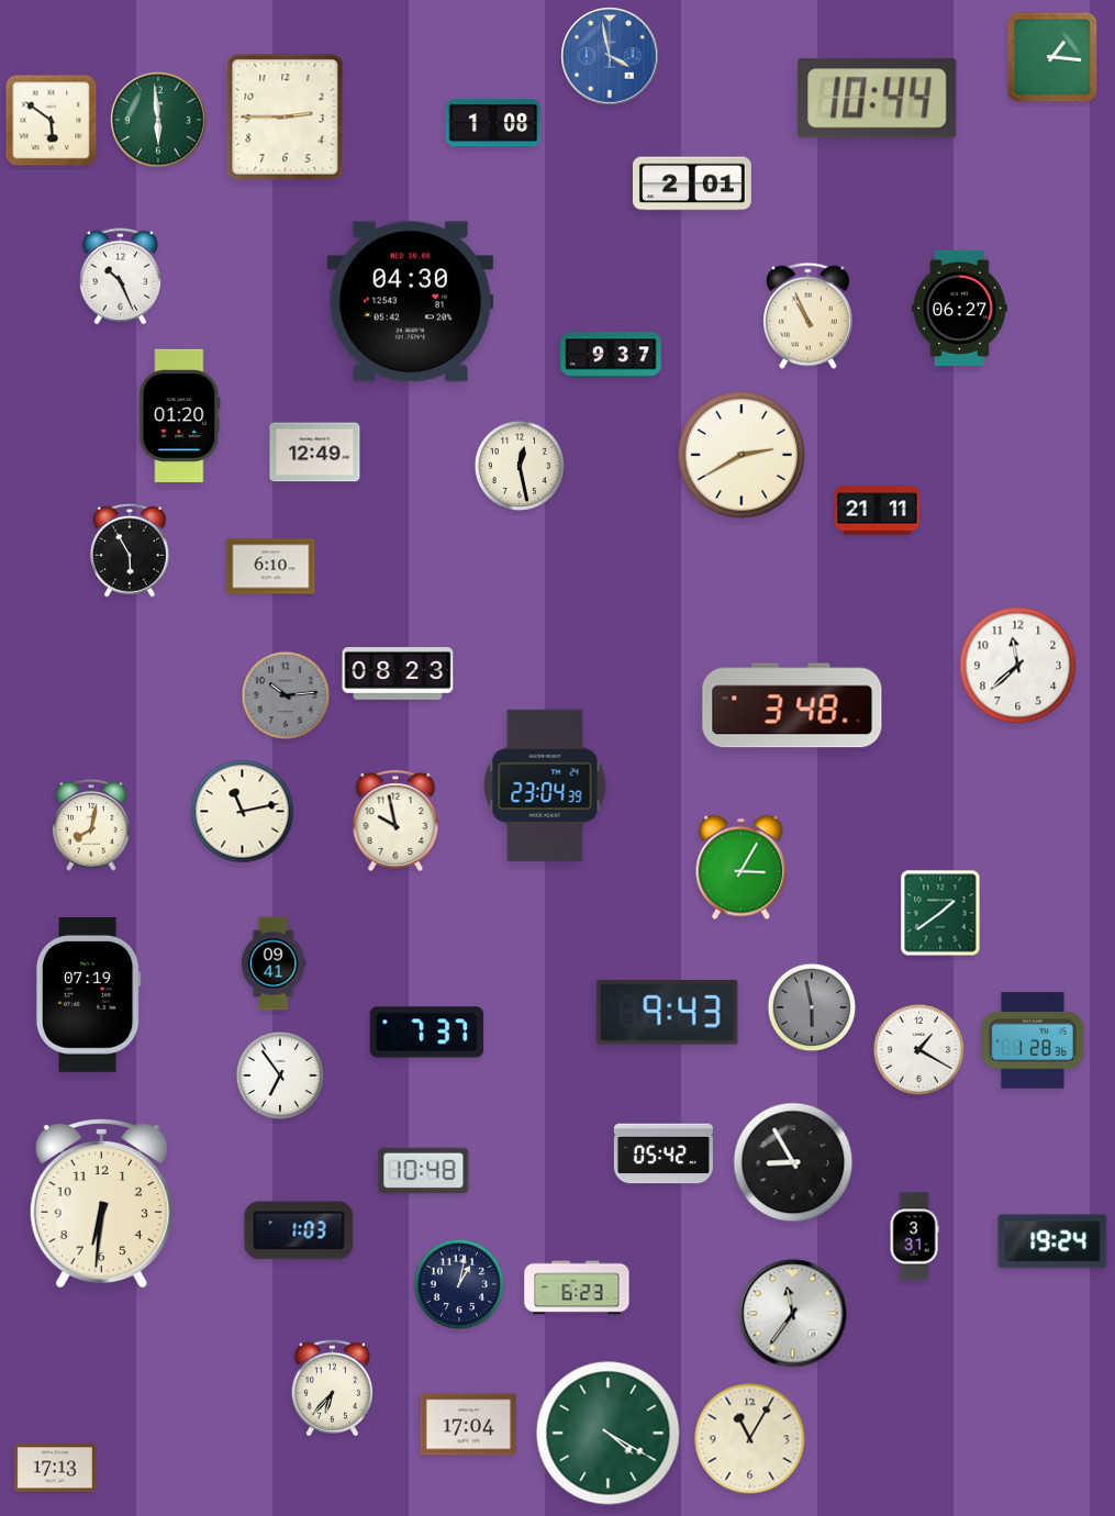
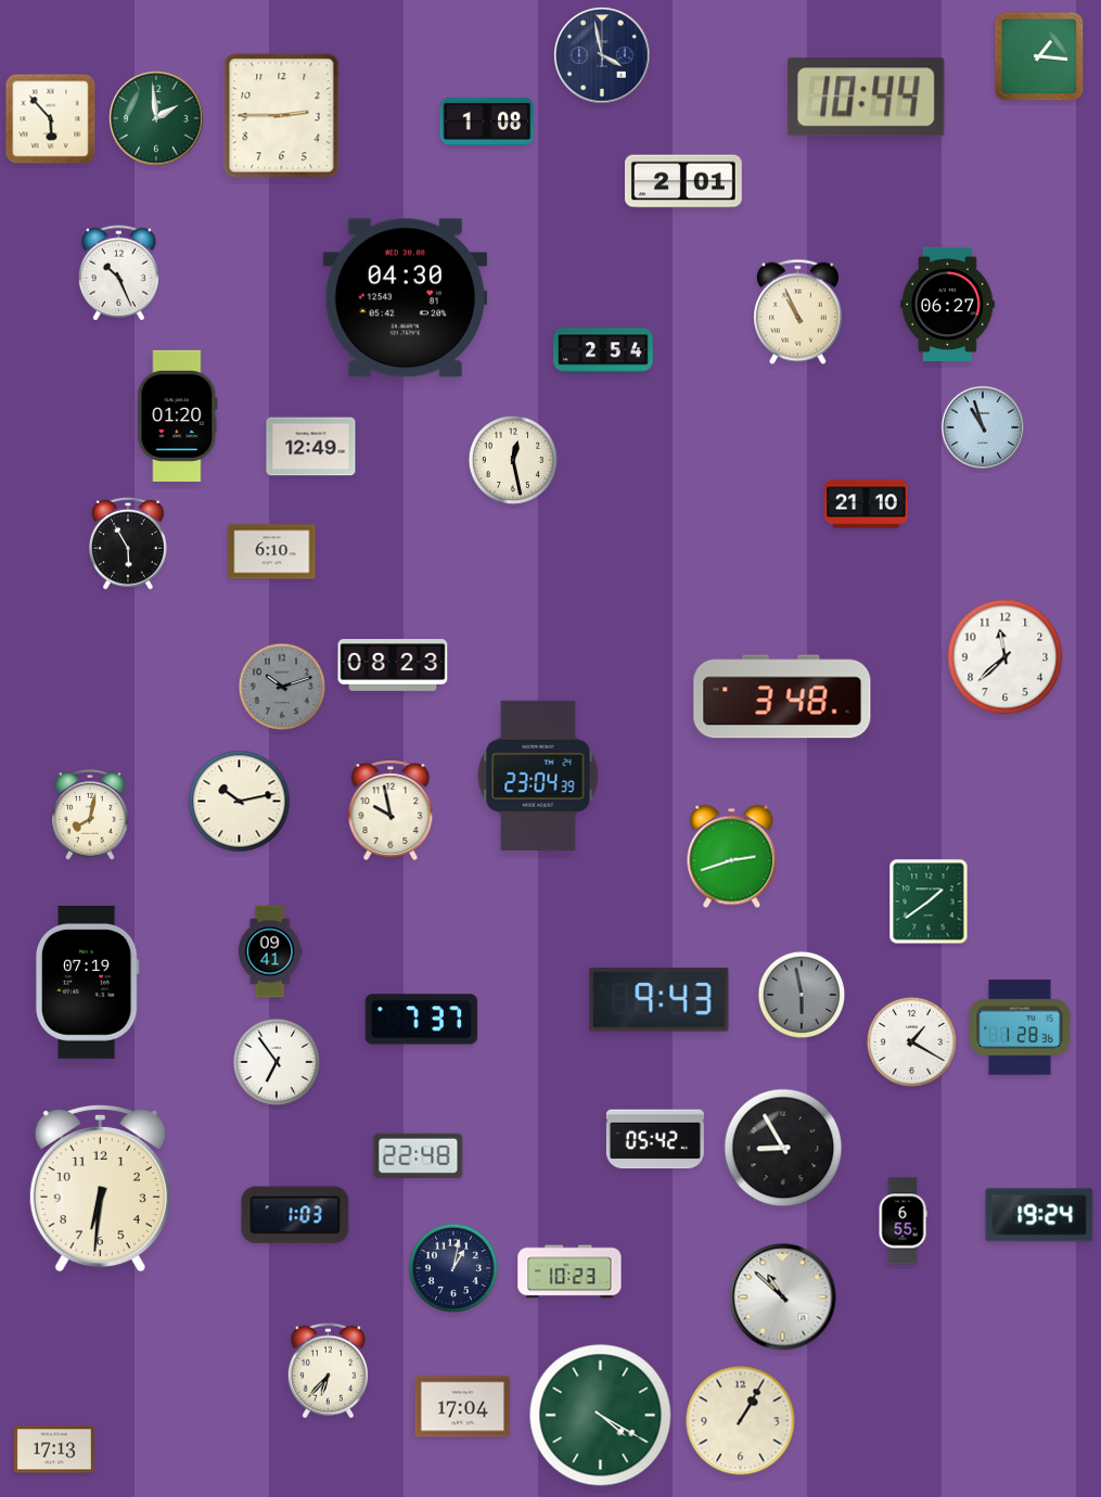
clock at (610, 56) dial: blue -> navy
clock at (158, 120): 5:59 -> 1:59
clock at (52, 121): 5:51 -> 5:53
clock at (611, 355): 9:37 -> 2:54
clock at (180, 415) position: (180, 415) -> (178, 415)
clock at (982, 426): none -> 10:57
clock at (742, 455): 2:40 -> none
clock at (878, 511): 21:11 -> 21:10
clock at (271, 567) position: (271, 567) -> (272, 552)
clock at (286, 695): 10:14 -> 10:12
clock at (243, 812): 11:13 -> 10:13
clock at (742, 868): 3:05 -> 2:42
clock at (918, 1049) position: (918, 1049) -> (911, 1041)
clock at (424, 1170): 10:48 -> 22:48
clock at (914, 1237): 3:31 -> 6:55
clock at (1052, 1241) position: (1052, 1241) -> (1039, 1215)
clock at (577, 1288): 6:23 -> 10:23
clock at (793, 1314): 11:36 -> 10:52
clock at (750, 1439): 11:05 -> 1:05
